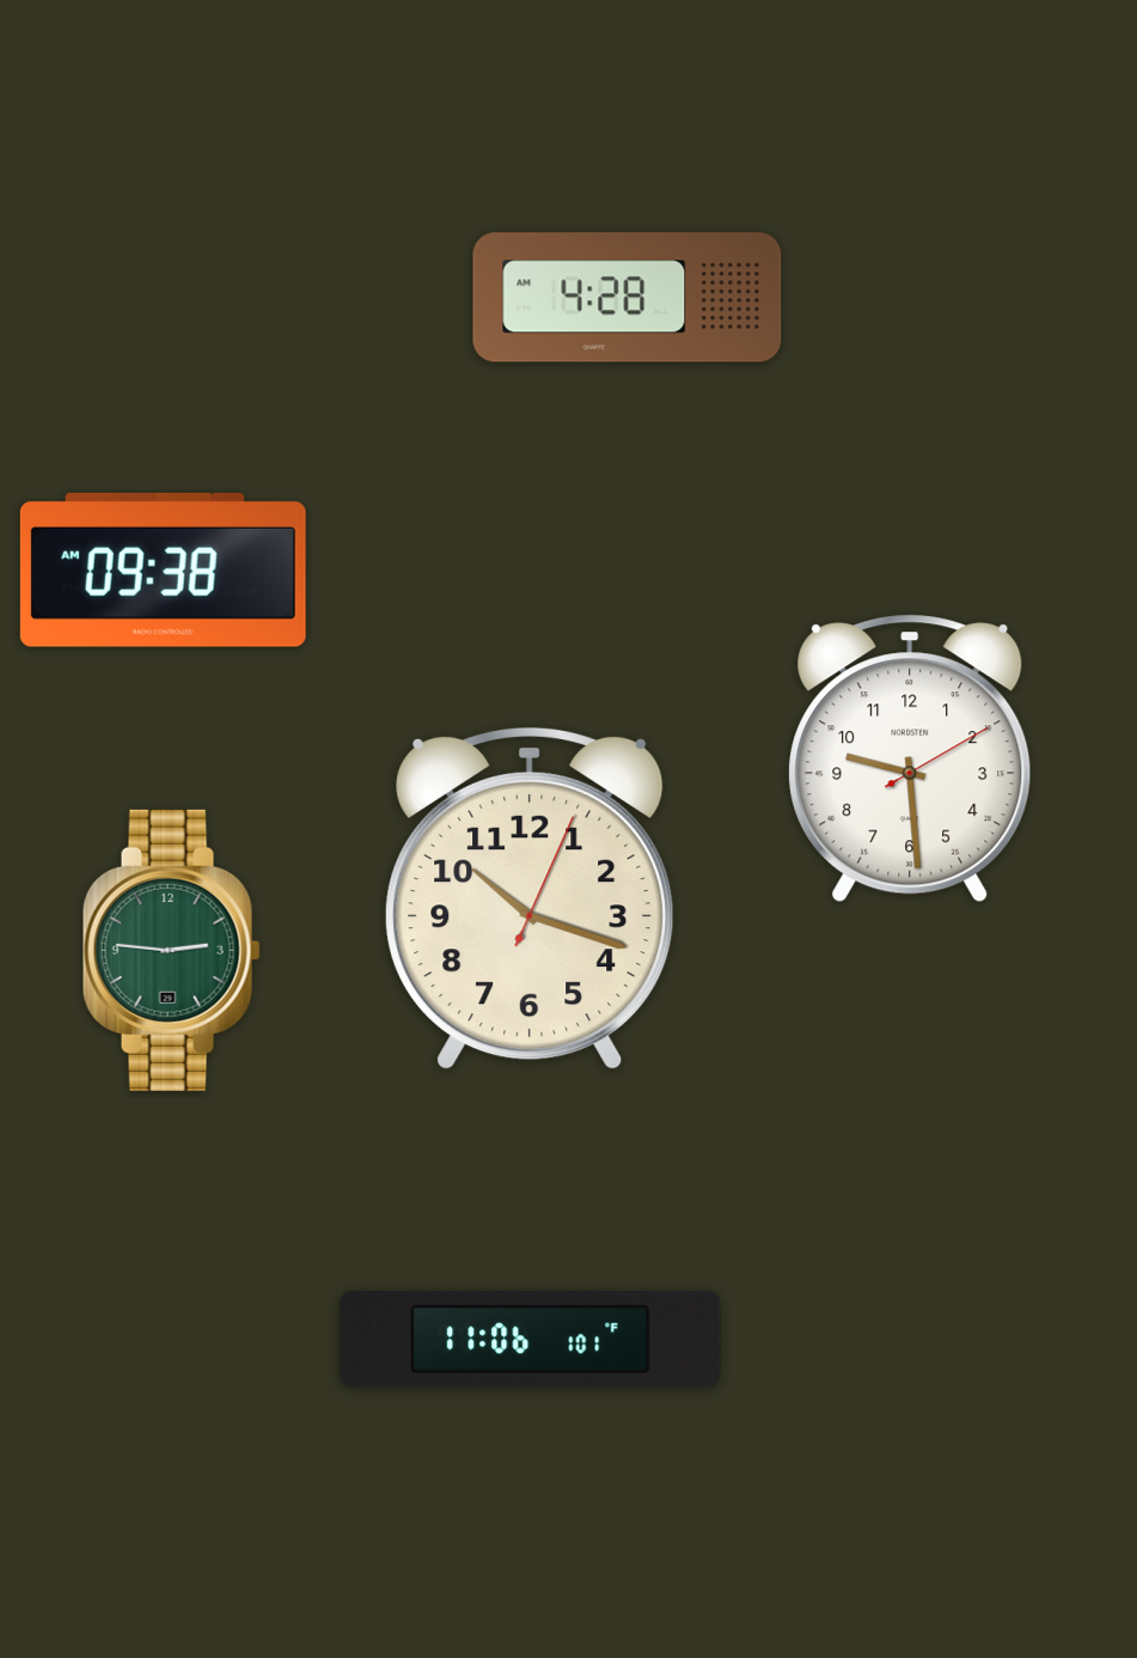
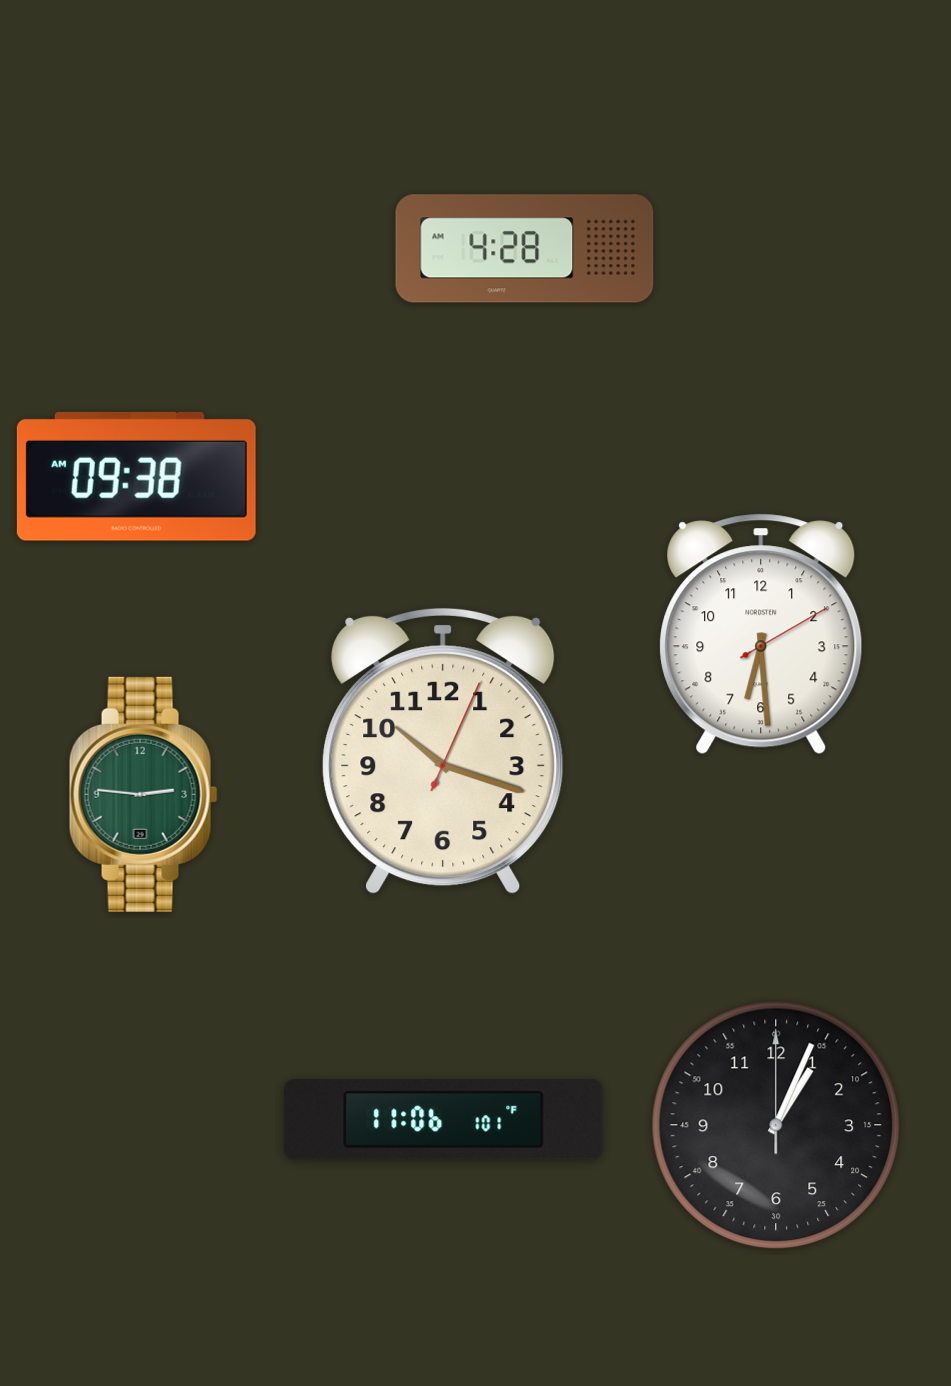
clock at (910, 758): 9:29 -> 6:29
clock at (776, 1125): none -> 1:04
